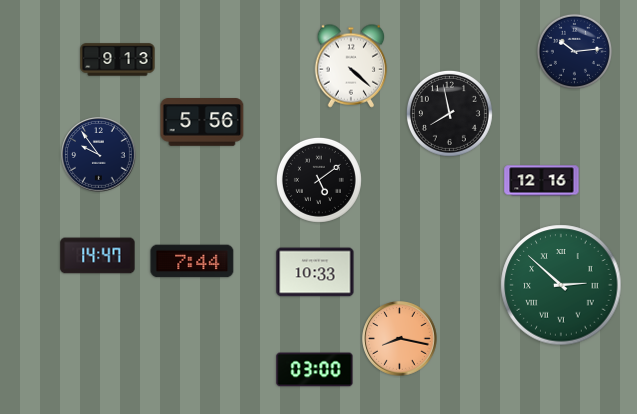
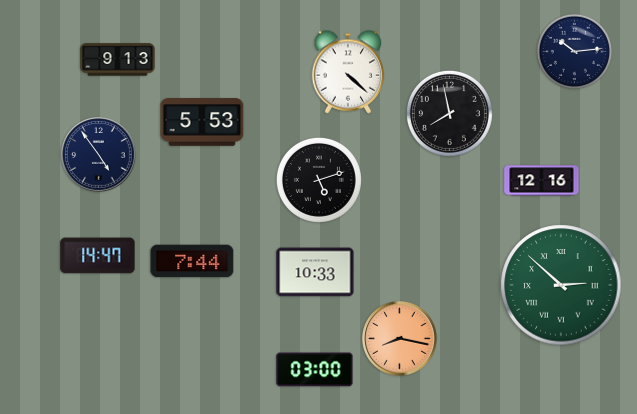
clock at (351, 66) position: (351, 66) -> (348, 72)
clock at (202, 122): 5:56 -> 5:53
clock at (99, 155): 9:54 -> 4:54
clock at (319, 180): 5:09 -> 5:12
